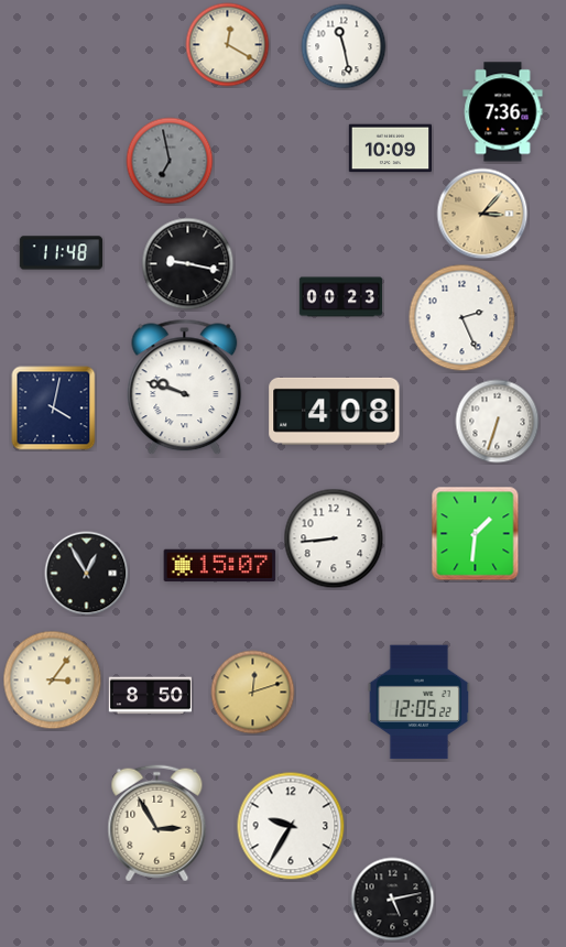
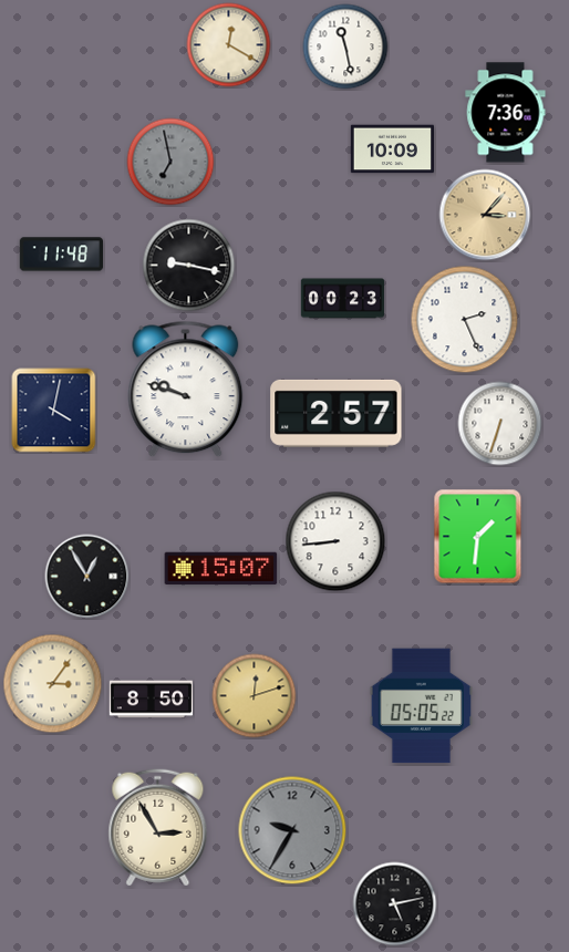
clock at (335, 411): 4:08 -> 2:57
clock at (418, 703): 12:05 -> 05:05
clock at (291, 826) dial: white -> grey
